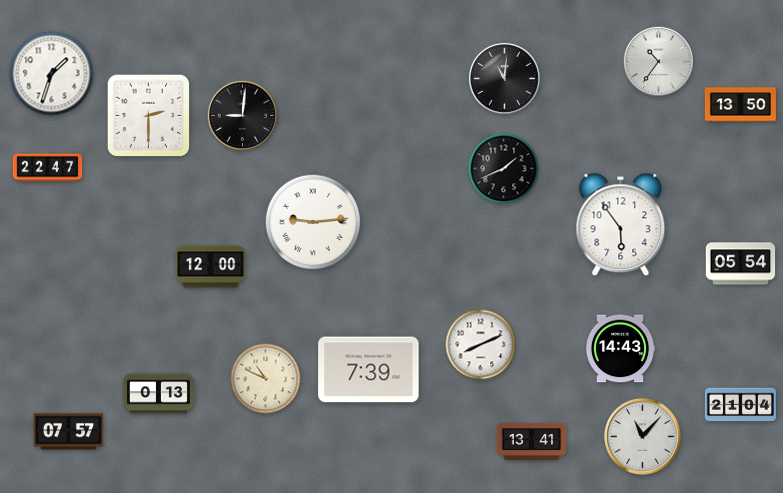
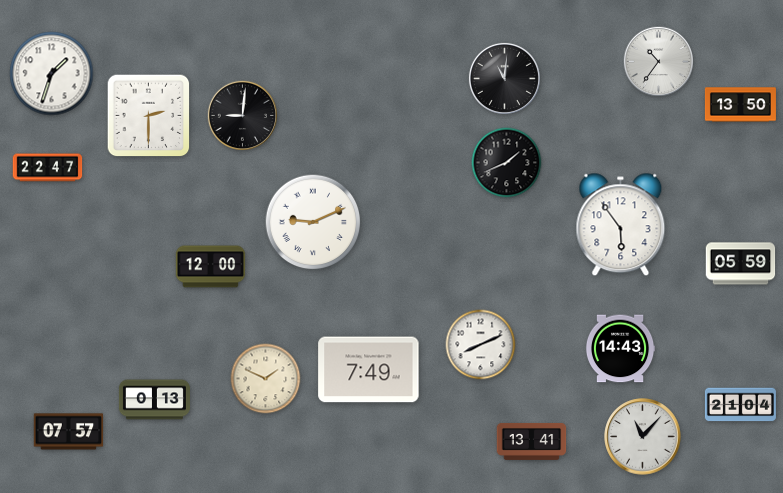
clock at (504, 169) position: (504, 169) -> (507, 163)
clock at (313, 222): 9:14 -> 9:11
clock at (741, 264): 05:54 -> 05:59
clock at (369, 370): 7:39 -> 7:49
clock at (266, 379): 10:49 -> 1:49
clock at (158, 394) position: (158, 394) -> (154, 400)
